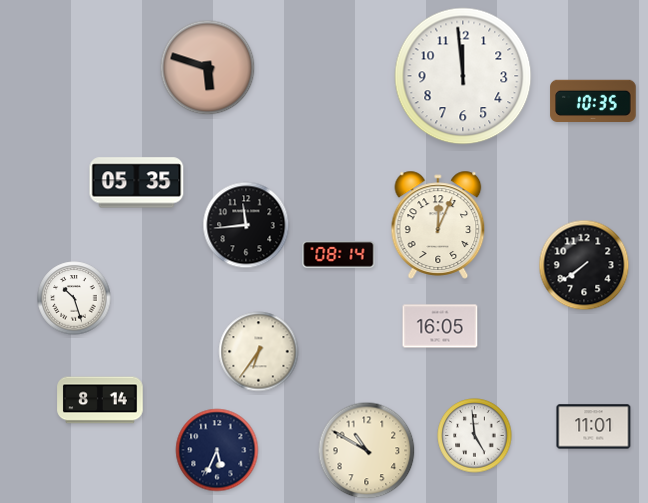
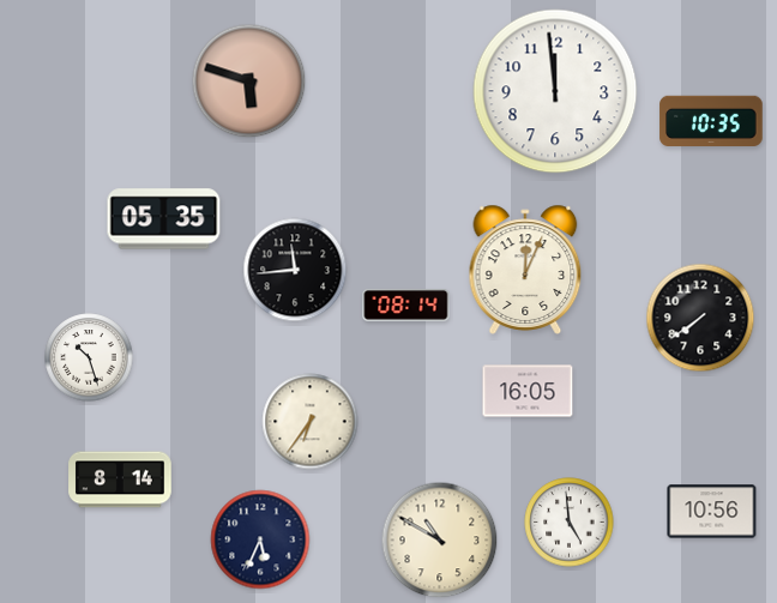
clock at (594, 427): 11:01 -> 10:56
